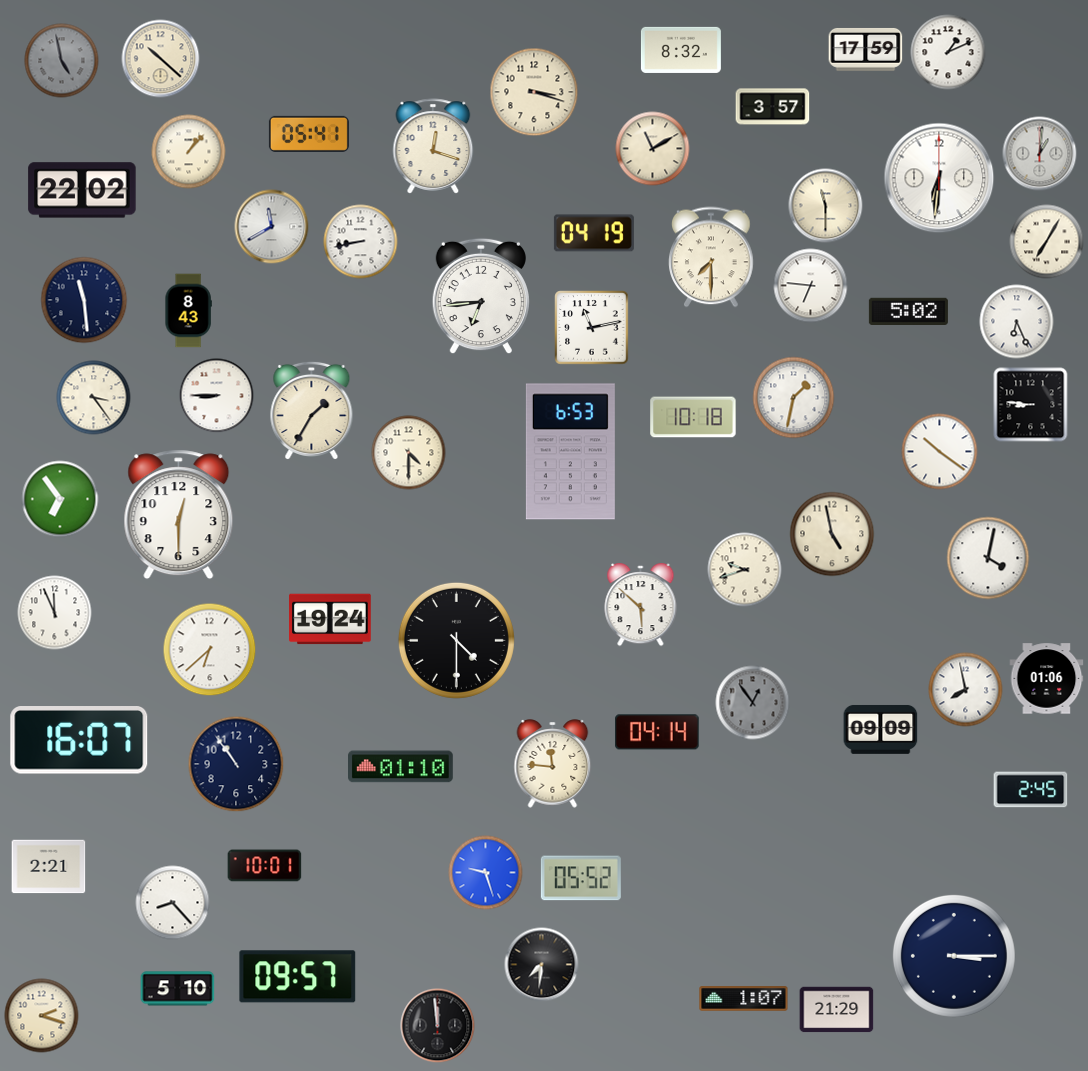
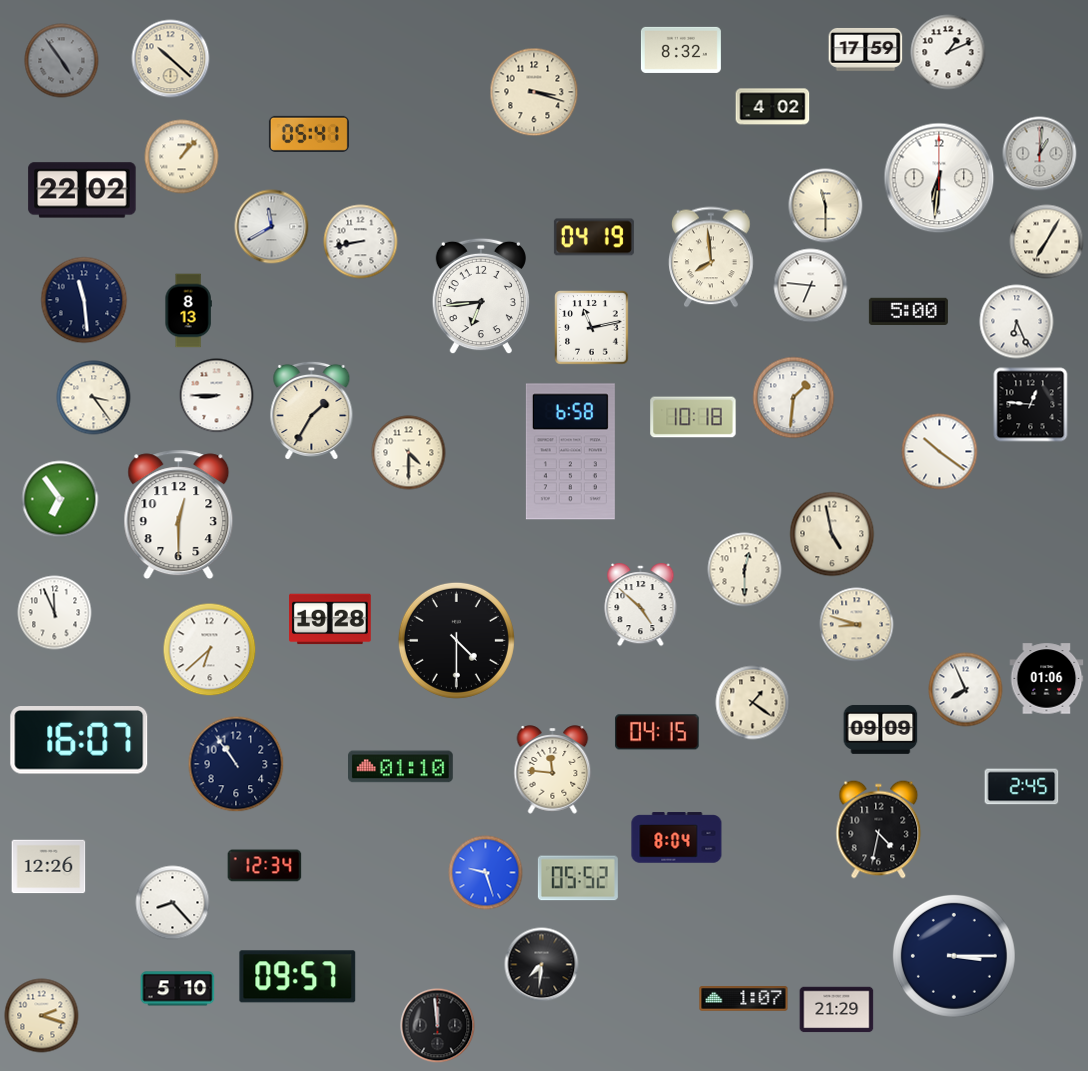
clock at (161, 59) position: (161, 59) -> (171, 59)
clock at (62, 61): 4:58 -> 4:54
clock at (773, 107): 3:57 -> 4:02
clock at (433, 146): 12:18 -> none
clock at (653, 149): 11:10 -> none
clock at (189, 152) position: (189, 152) -> (182, 157)
clock at (594, 233) position: (594, 233) -> (594, 237)
clock at (712, 257): 7:30 -> 7:59
clock at (188, 311): 8:43 -> 8:13
clock at (908, 311): 5:02 -> 5:00
clock at (794, 398): 1:32 -> 1:31
clock at (1031, 405): 8:46 -> 12:46
clock at (570, 452): 6:53 -> 6:58
clock at (988, 558): 4:02 -> none
clock at (745, 570): 9:42 -> 12:30
clock at (641, 606): 5:52 -> 4:52
clock at (331, 619): 19:24 -> 19:28
clock at (857, 625): none -> 8:48
clock at (966, 690): 7:58 -> 7:56
clock at (753, 703): 12:54 -> 1:21
clock at (753, 703) dial: grey -> cream
clock at (657, 732): 04:14 -> 04:15
clock at (553, 764) position: (553, 764) -> (553, 770)
clock at (1031, 790) position: (1031, 790) -> (1022, 787)
clock at (879, 830): none -> 4:32
clock at (677, 838): none -> 8:04
clock at (265, 866): 10:01 -> 12:34
clock at (49, 867): 2:21 -> 12:26
clock at (581, 878) position: (581, 878) -> (578, 878)
